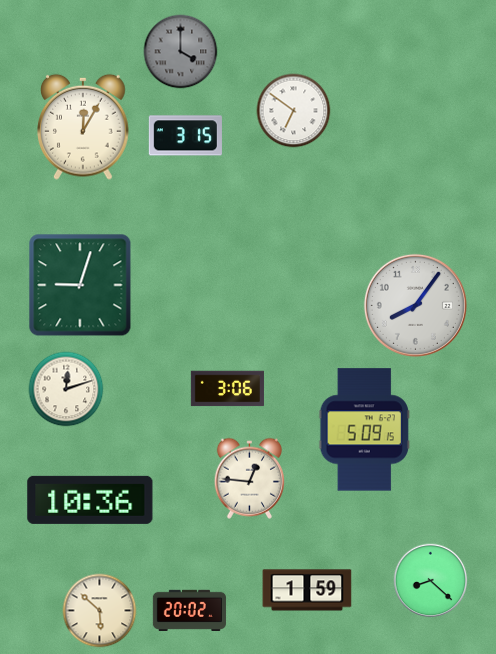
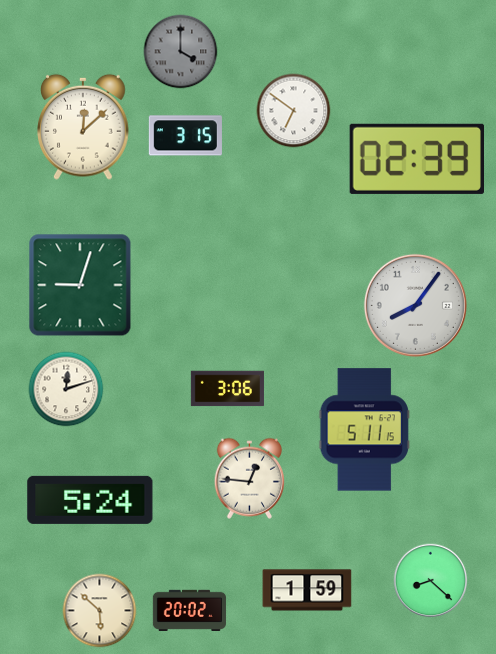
clock at (84, 127): 12:05 -> 12:08
clock at (416, 159): none -> 02:39
clock at (364, 430): 5:09 -> 5:11
clock at (90, 500): 10:36 -> 5:24
